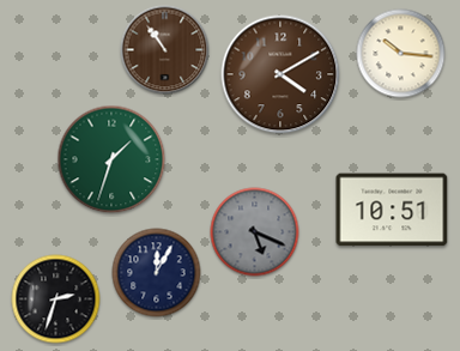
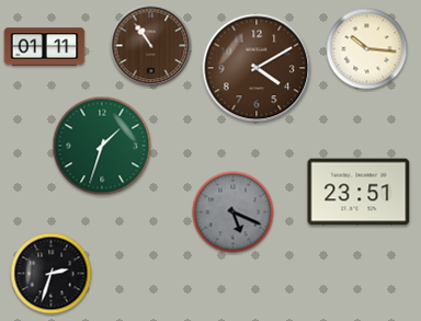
clock at (45, 47): none -> 01:11
clock at (392, 210): 10:51 -> 23:51
clock at (157, 273): 12:05 -> none
